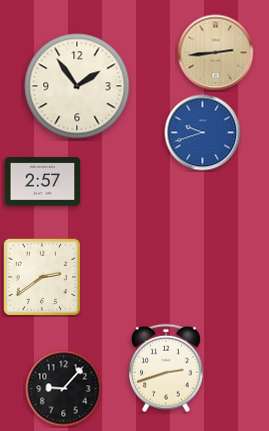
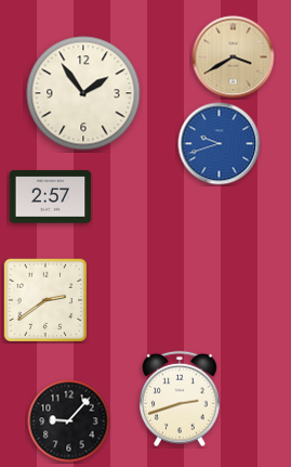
clock at (216, 53): 2:44 -> 3:40
clock at (43, 182) position: (43, 182) -> (51, 197)
